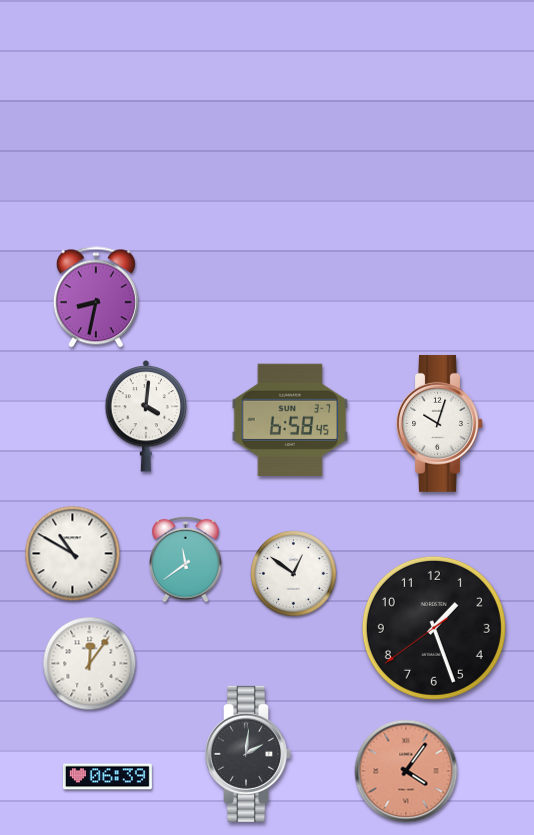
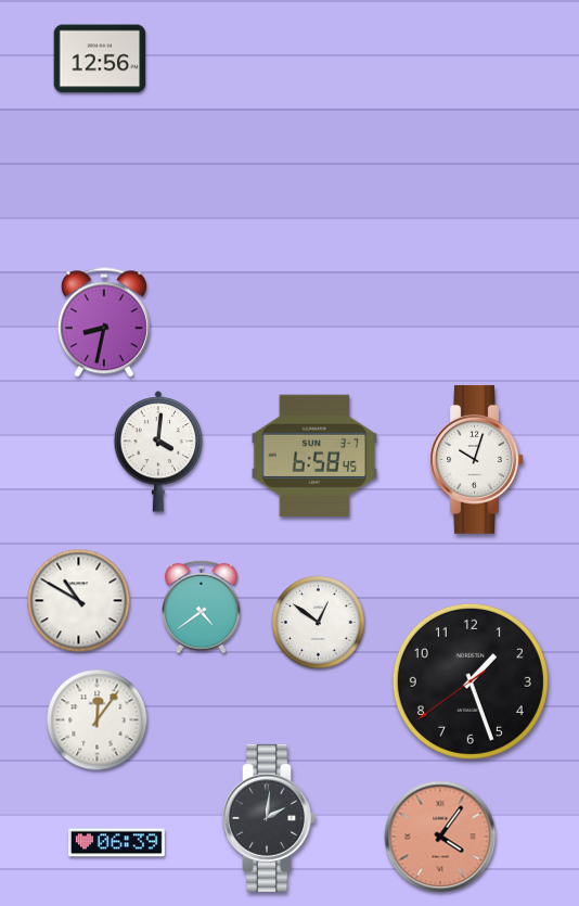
clock at (100, 59): none -> 12:56
clock at (186, 559): 11:39 -> 4:39
